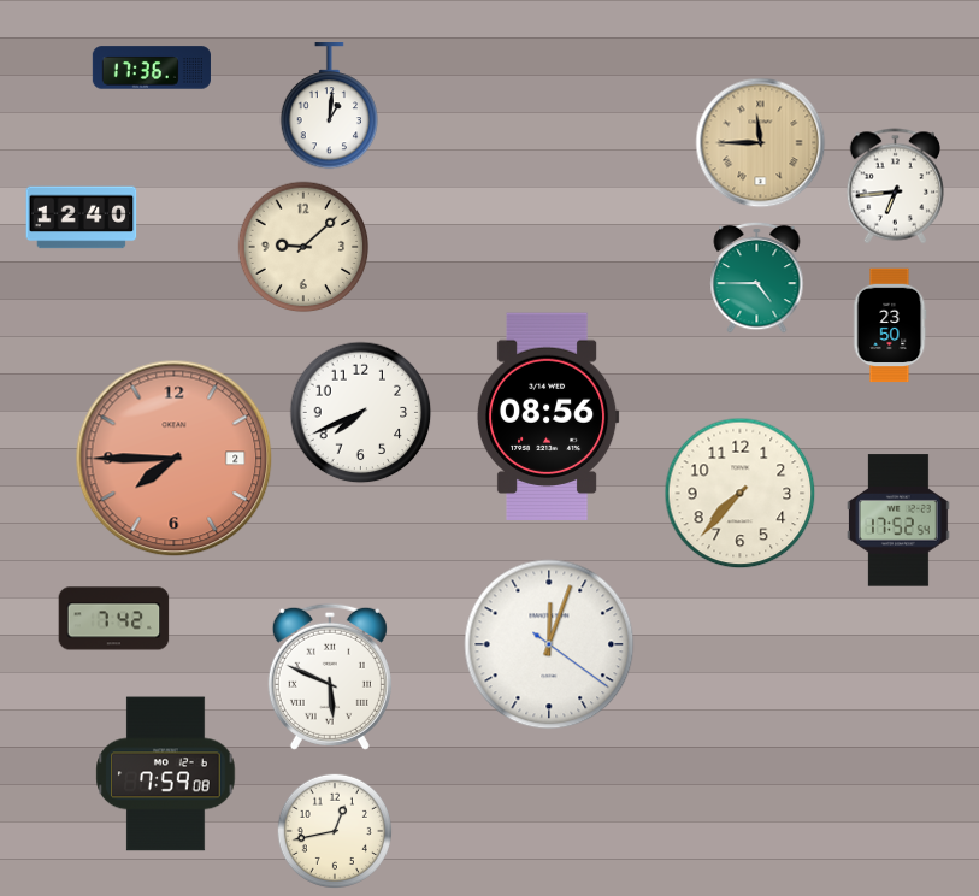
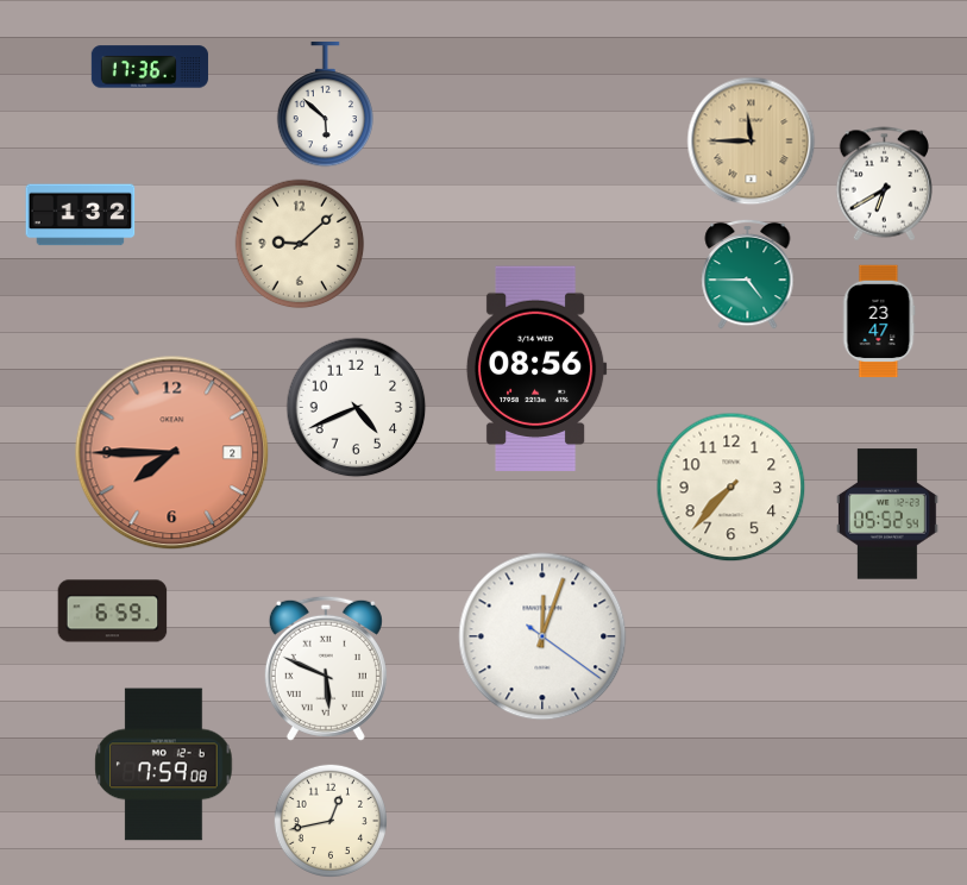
clock at (329, 107): 1:01 -> 5:52
clock at (895, 187): 6:44 -> 6:40
clock at (82, 218): 12:40 -> 1:32
clock at (890, 325): 23:50 -> 23:47
clock at (361, 413): 7:41 -> 4:41
clock at (548, 417) position: (548, 417) -> (536, 369)
clock at (898, 520): 17:52 -> 05:52
clock at (114, 619): 7:42 -> 6:59
